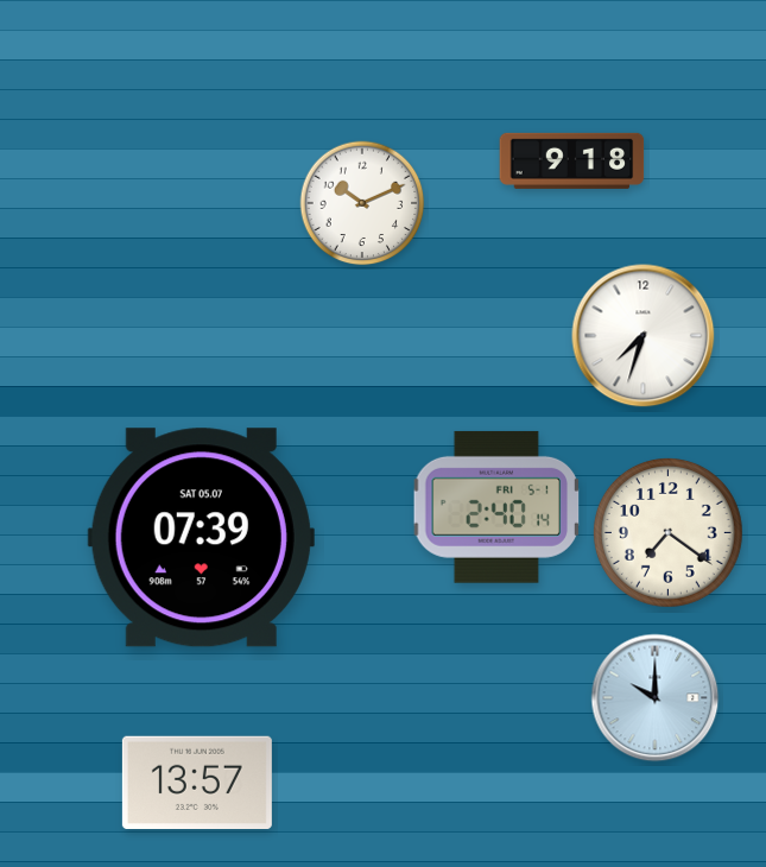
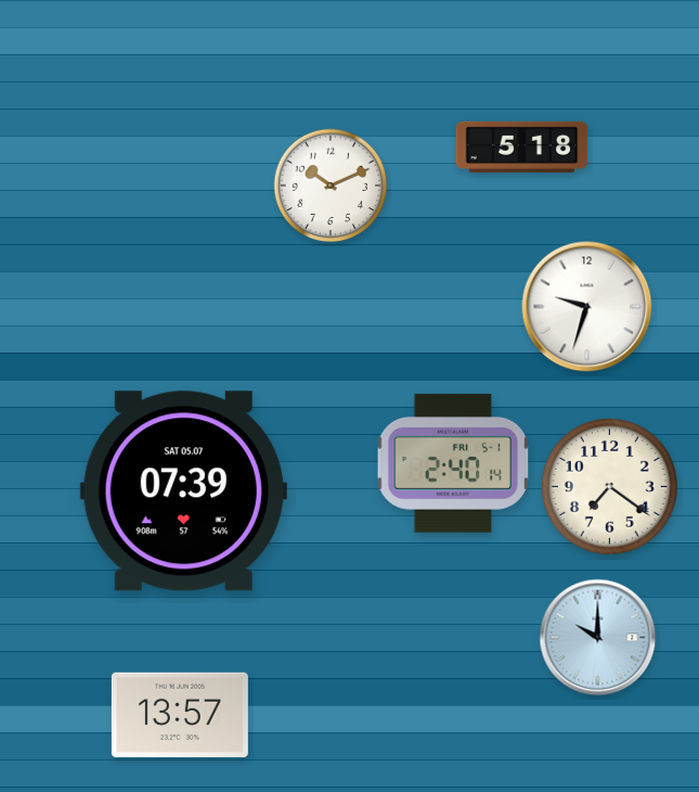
clock at (572, 160): 9:18 -> 5:18
clock at (644, 336): 7:33 -> 9:33
